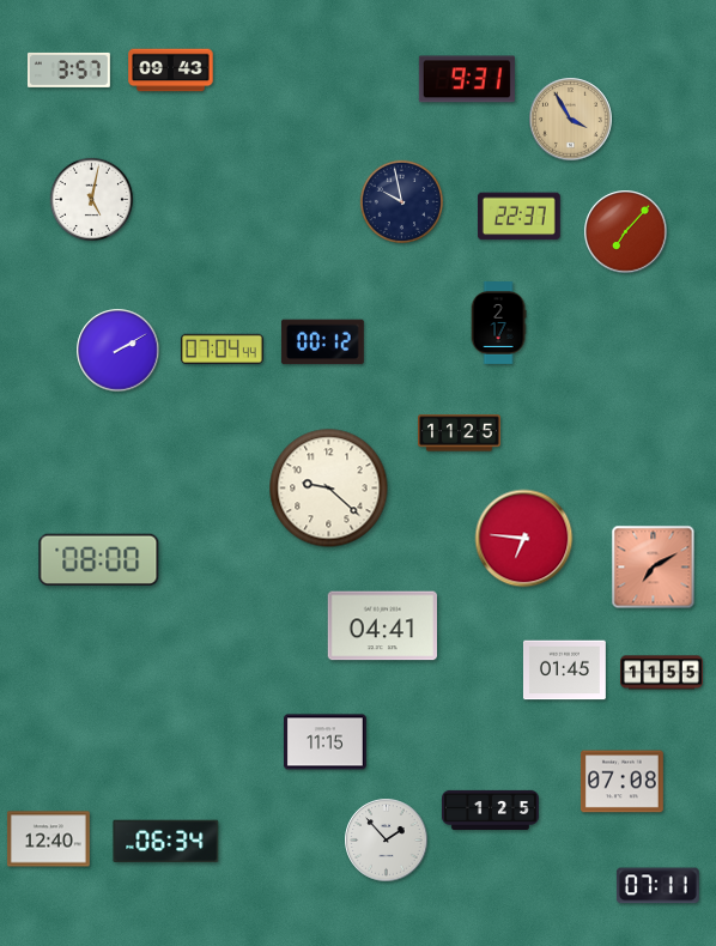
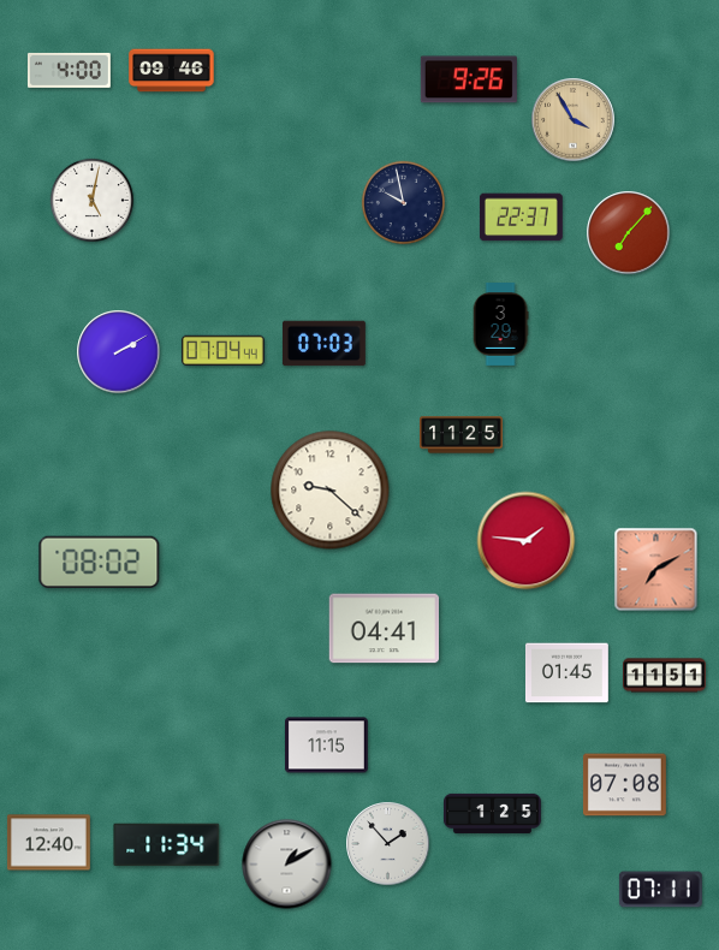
clock at (68, 69): 3:57 -> 4:00
clock at (171, 71): 09:43 -> 09:46
clock at (467, 79): 9:31 -> 9:26
clock at (498, 323): 2:17 -> 3:29
clock at (322, 342): 00:12 -> 07:03
clock at (524, 539): 6:46 -> 1:46
clock at (99, 559): 08:00 -> 08:02
clock at (662, 673): 11:55 -> 11:51
clock at (166, 842): 06:34 -> 11:34
clock at (287, 865): none -> 1:10
